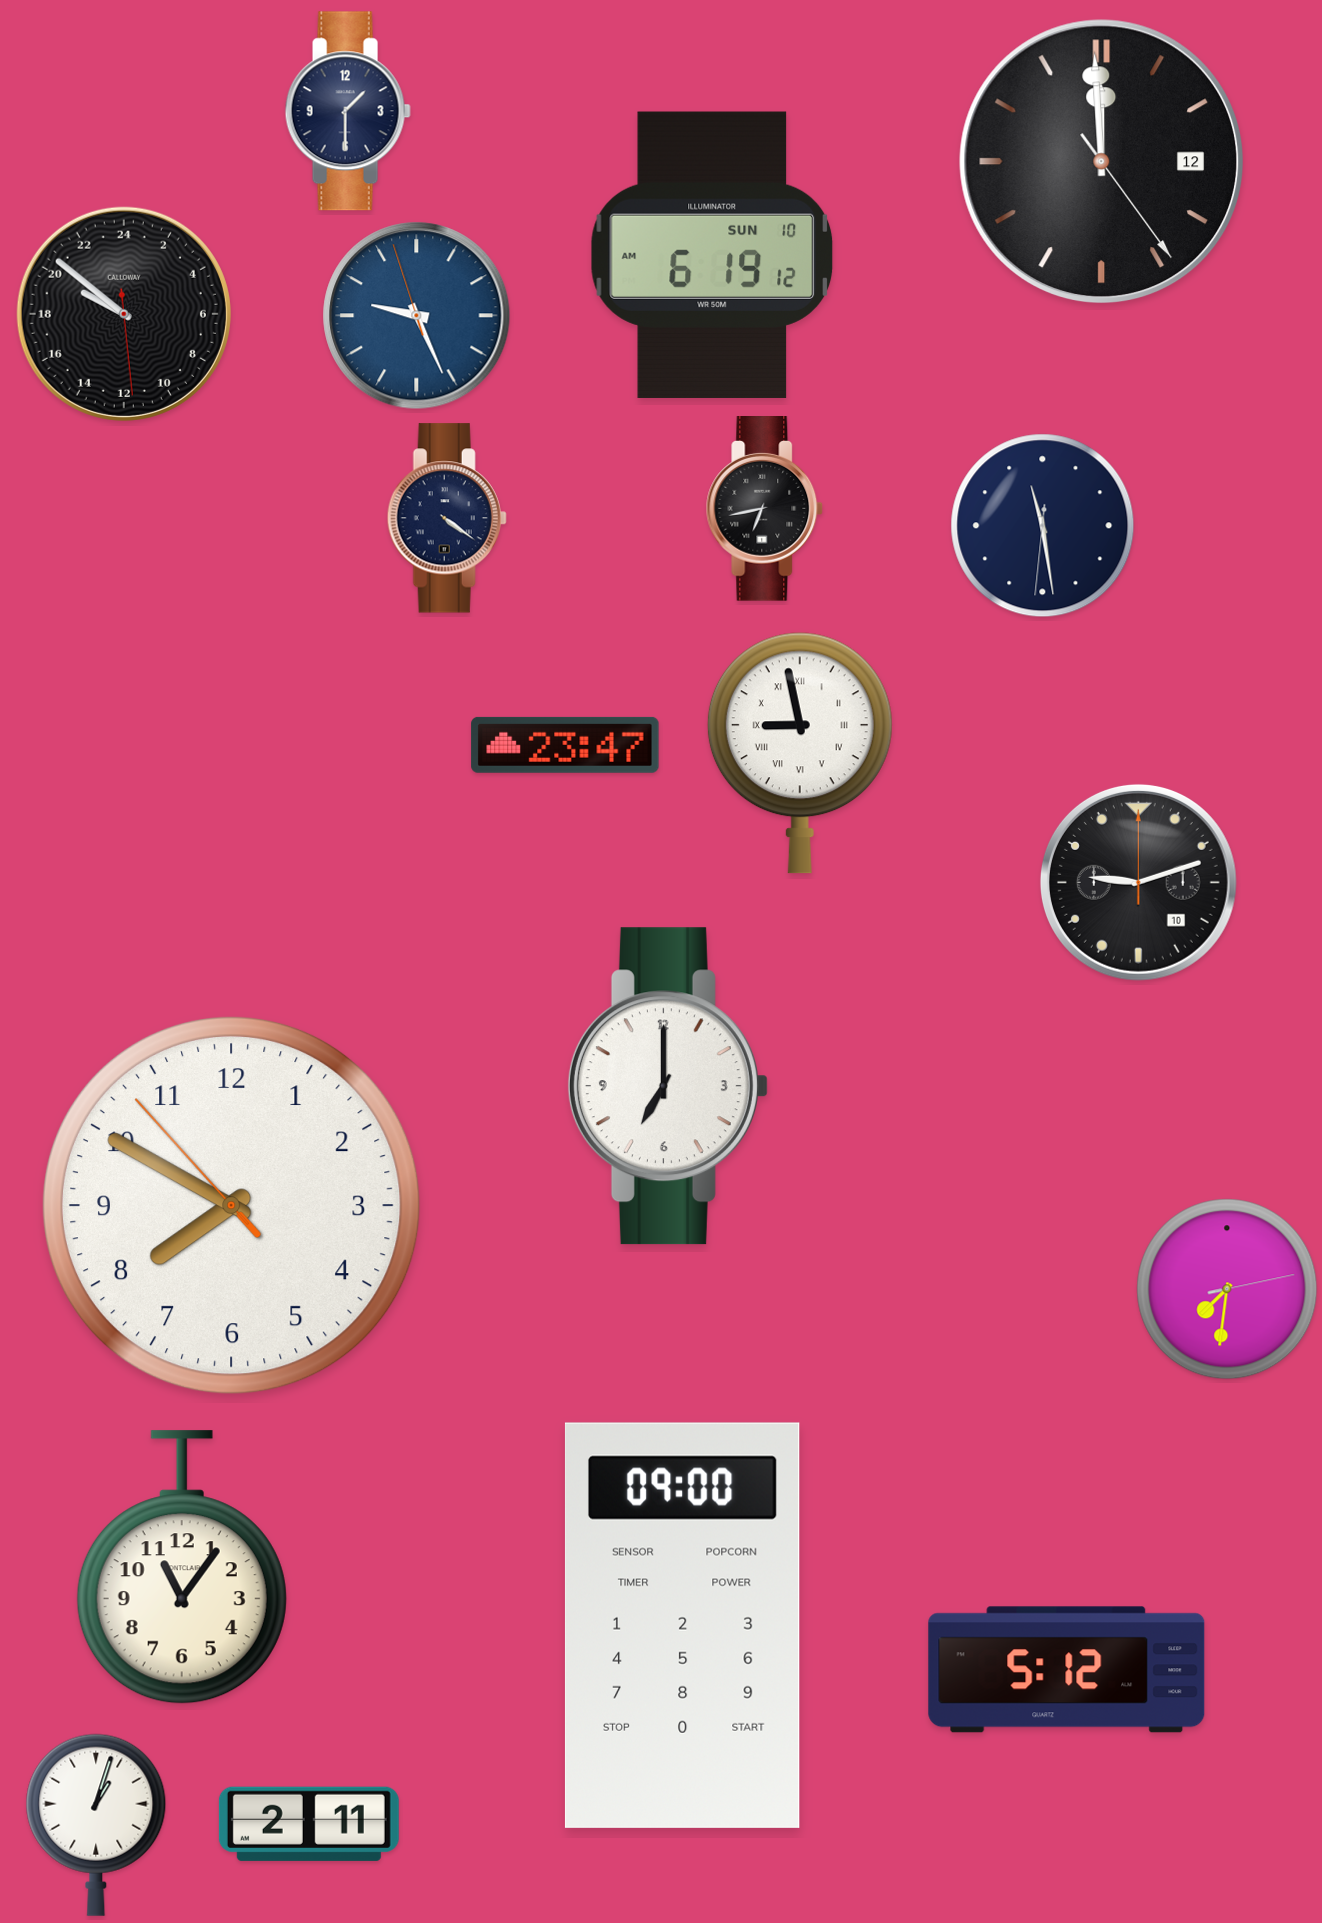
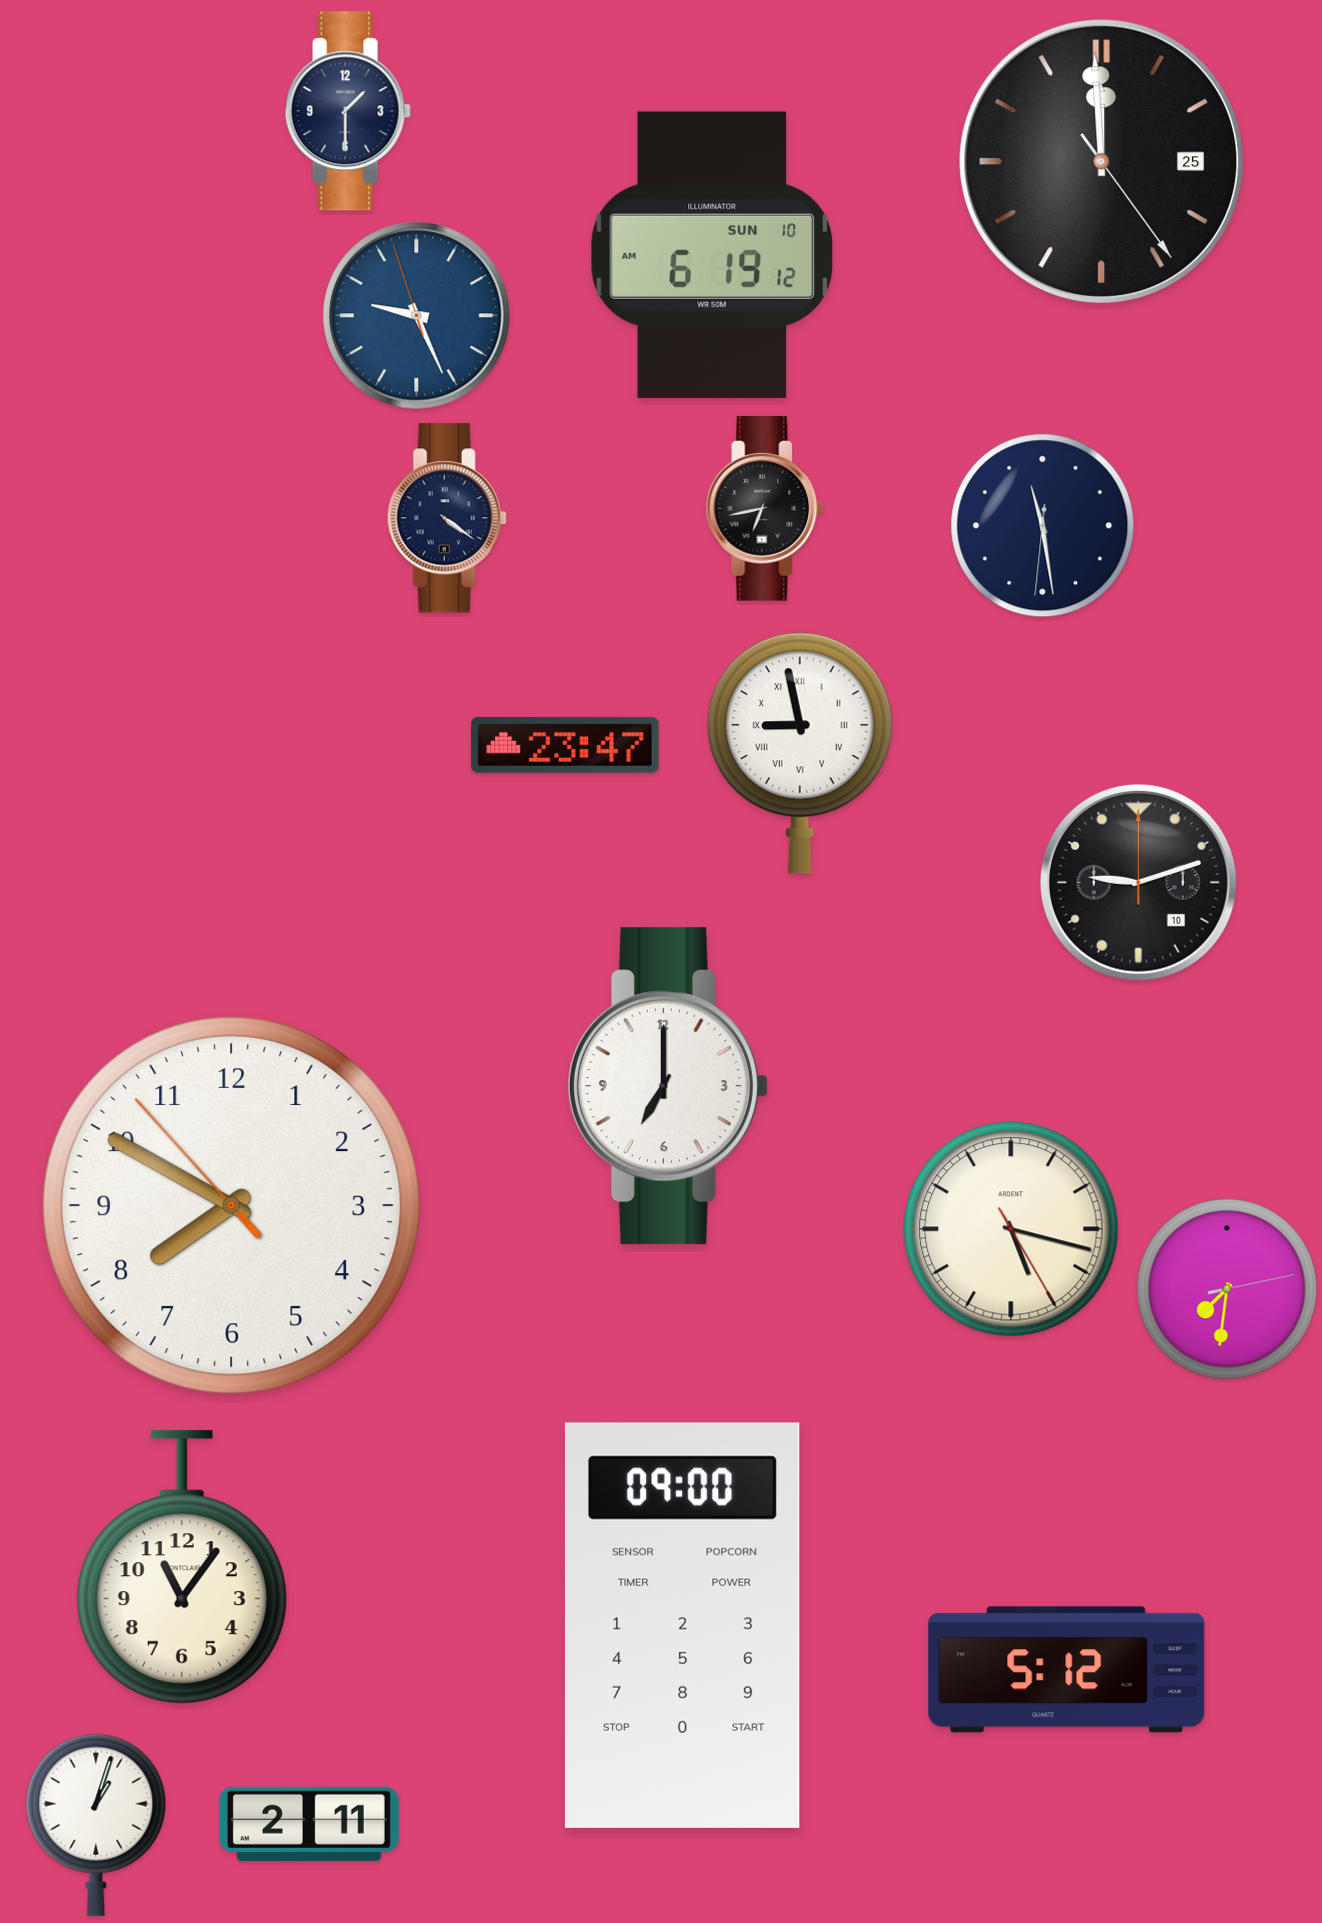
clock at (1102, 162) date: 12 -> 25
clock at (124, 314): 19:51 -> none
clock at (1011, 1229): none -> 5:17
